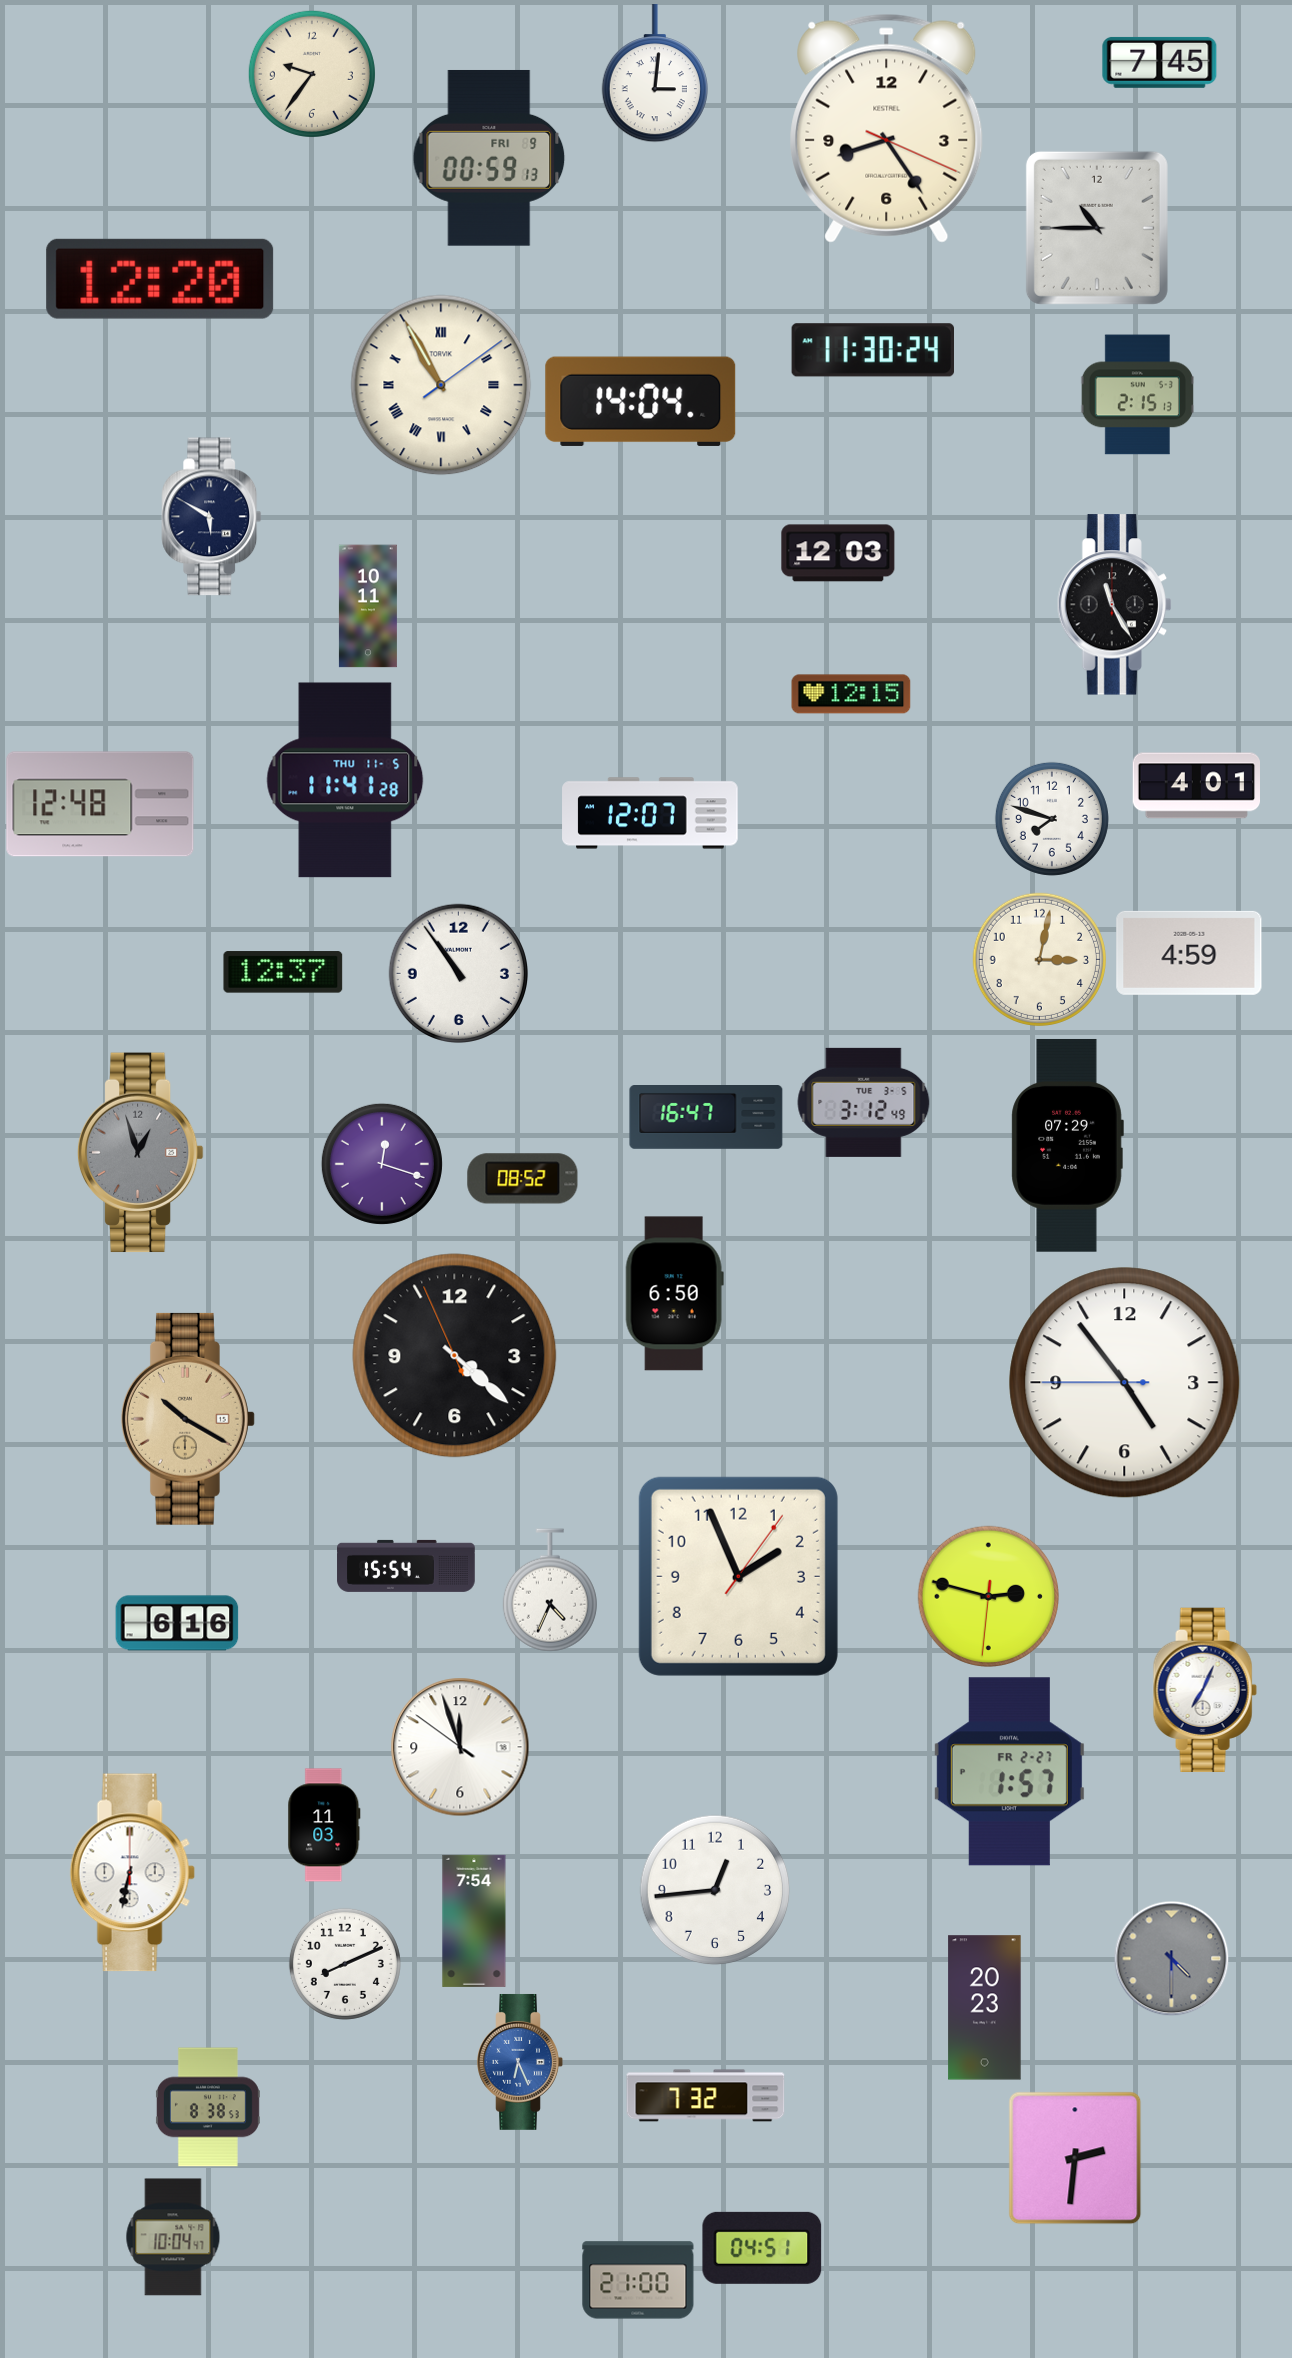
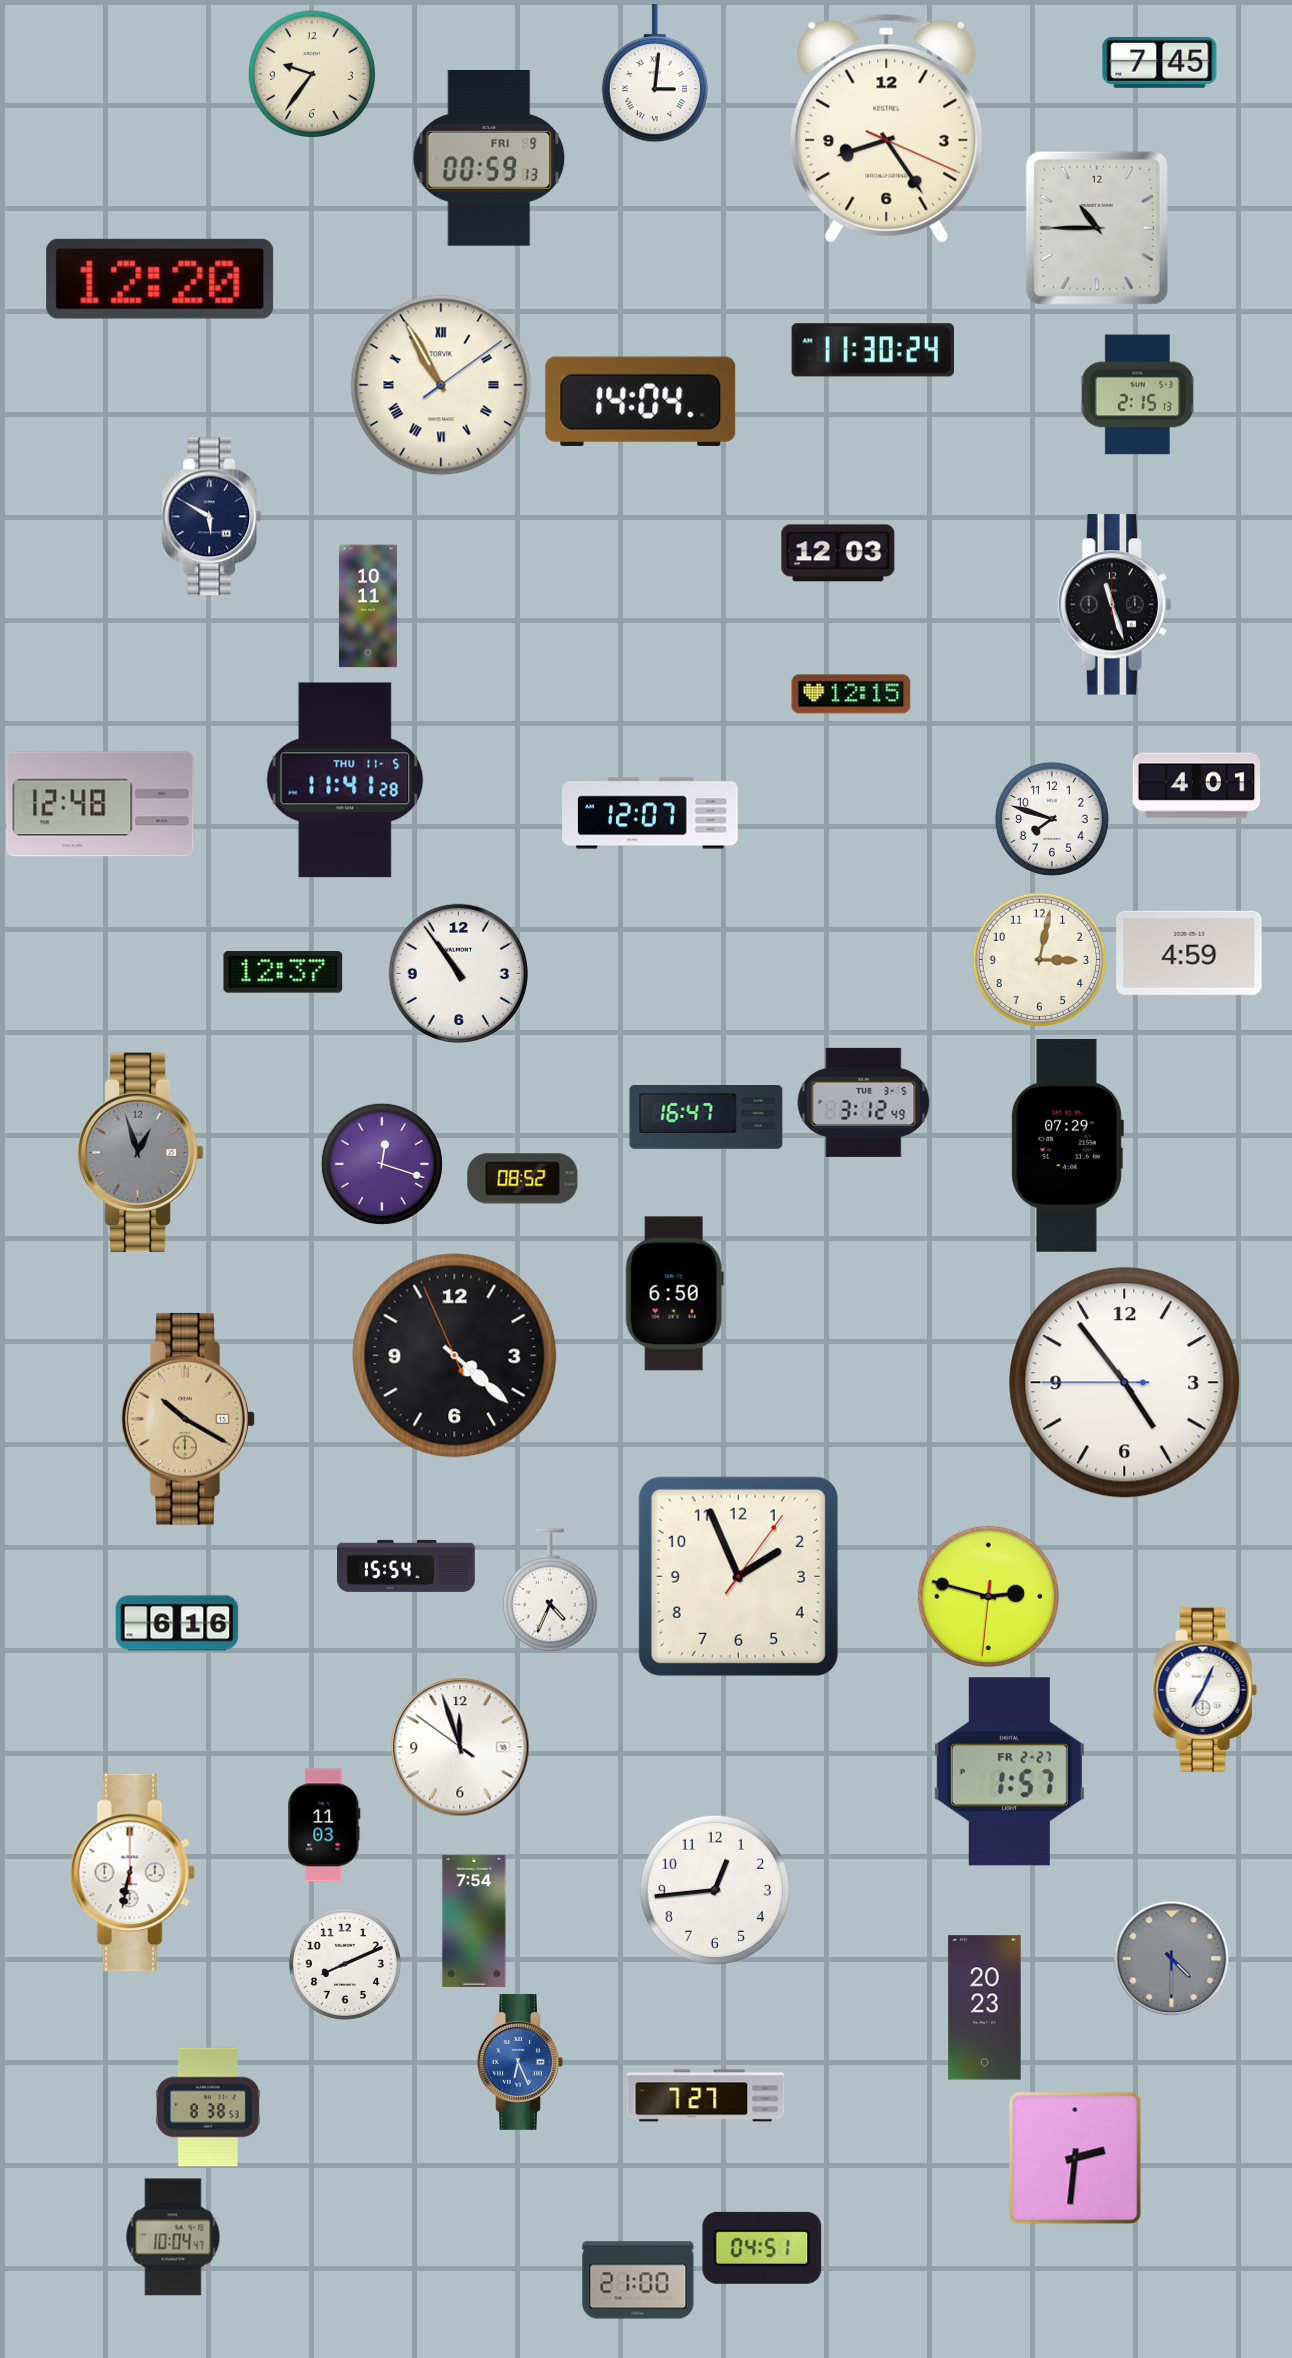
clock at (1114, 605): 11:25 -> 11:27
clock at (706, 2096): 7:32 -> 7:27
